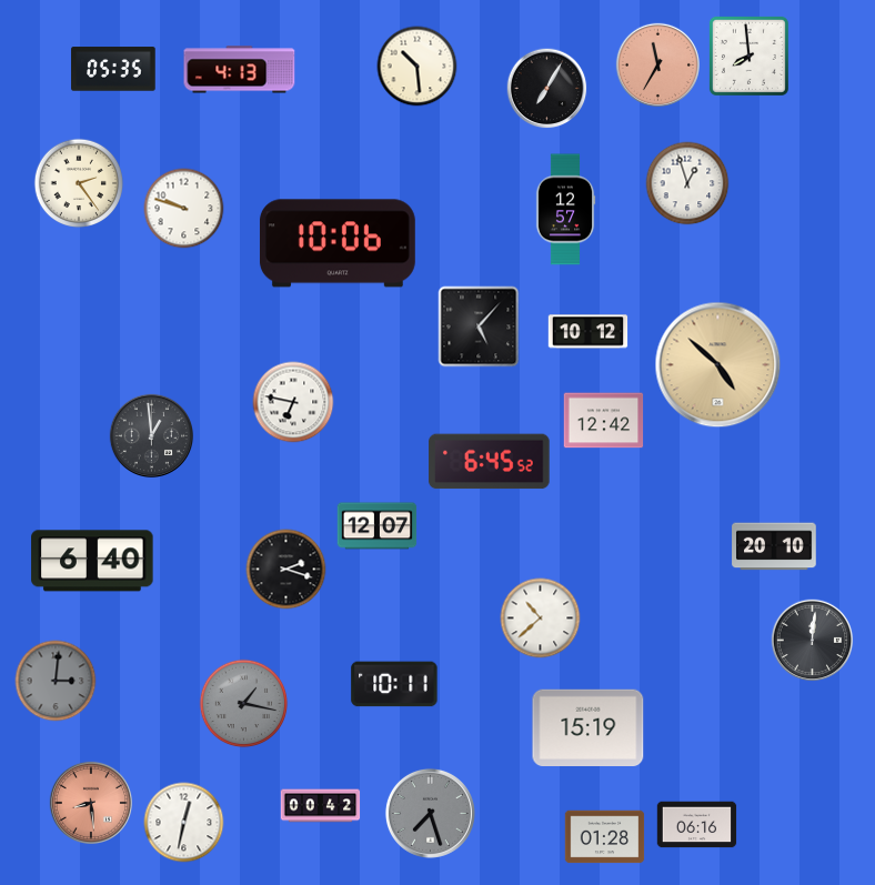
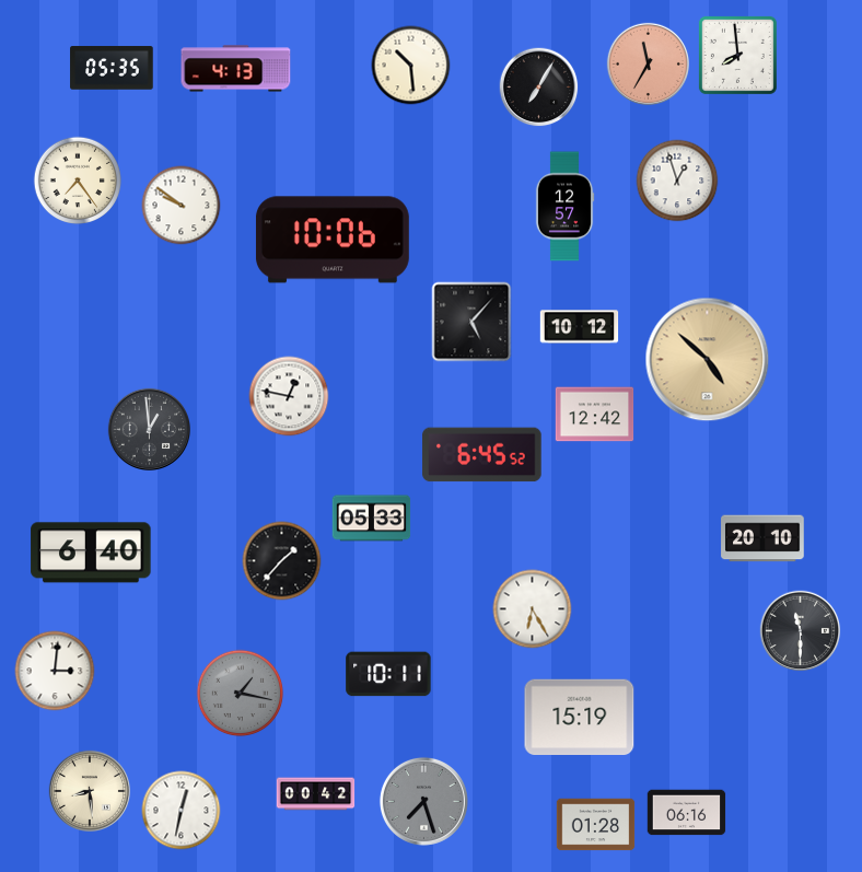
clock at (79, 183): 2:24 -> 7:24
clock at (184, 209): 9:48 -> 9:51
clock at (565, 210) position: (565, 210) -> (564, 207)
clock at (293, 402): 6:47 -> 12:47
clock at (378, 526): 12:07 -> 05:33
clock at (286, 570): 2:18 -> 1:37
clock at (541, 619): 10:38 -> 6:25
clock at (813, 641): 12:01 -> 11:30
clock at (56, 681) dial: grey -> white
clock at (90, 802) dial: salmon -> cream
